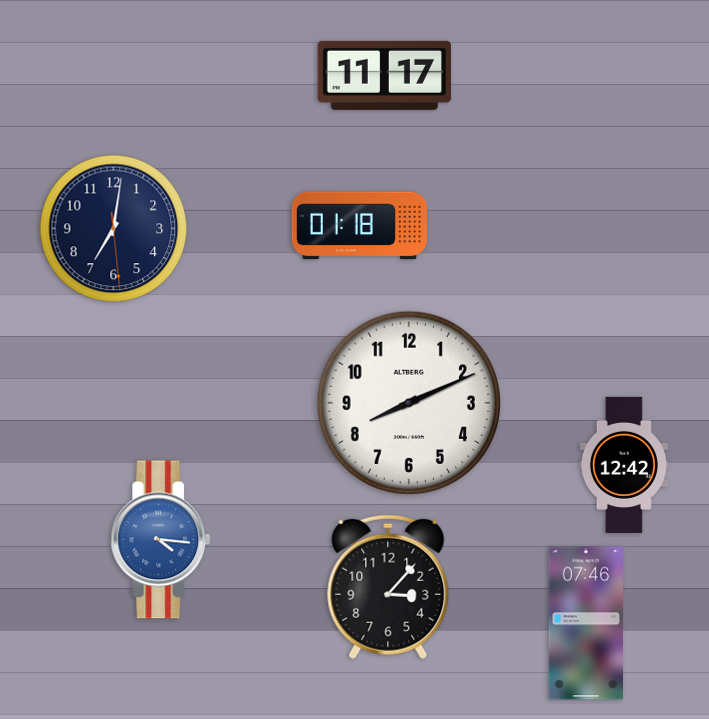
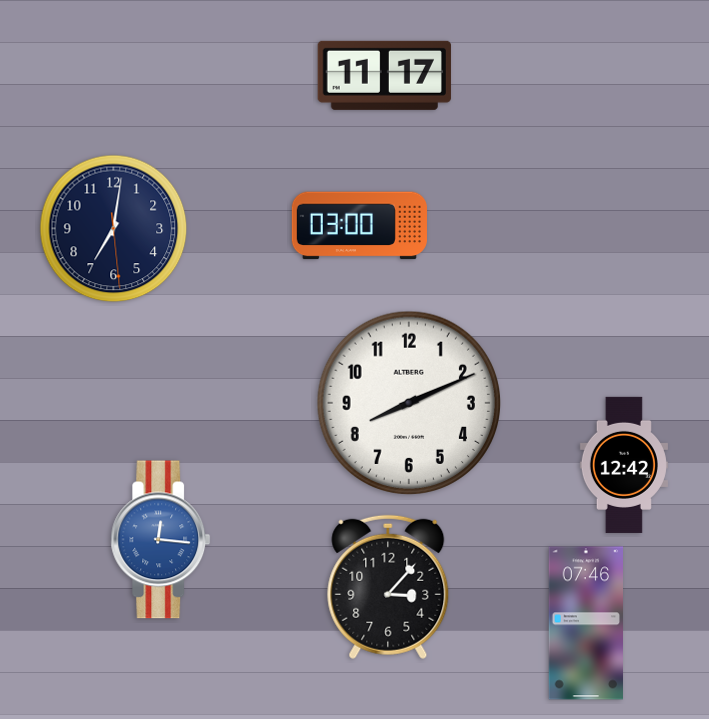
clock at (359, 226): 01:18 -> 03:00
clock at (161, 540): 4:16 -> 12:16
